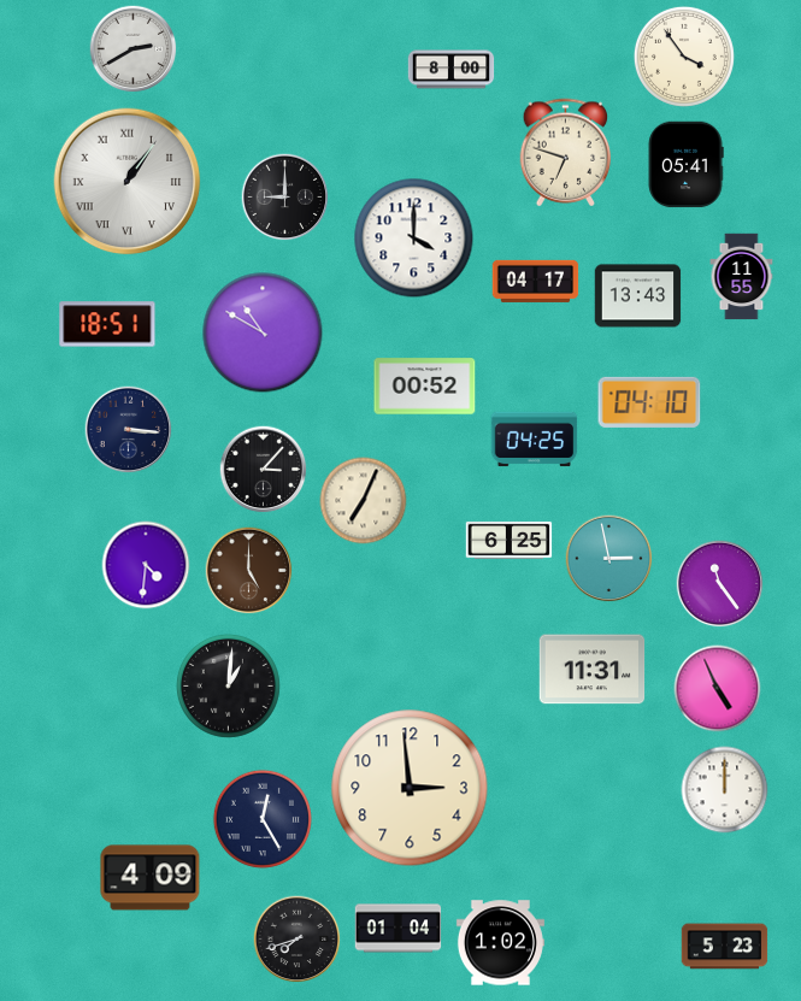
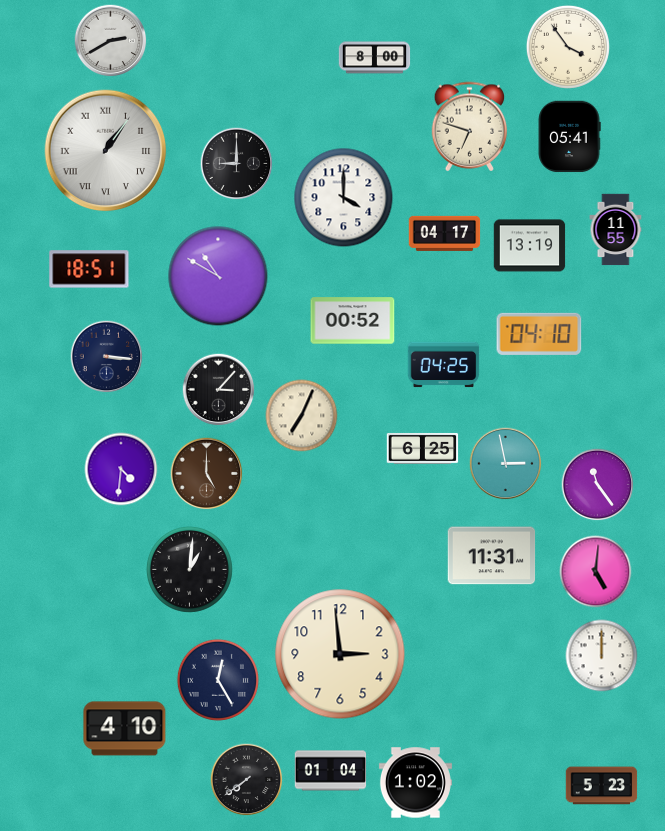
clock at (638, 296): 13:43 -> 13:19
clock at (718, 689): 4:56 -> 5:01
clock at (151, 878): 4:09 -> 4:10
clock at (298, 940): 7:42 -> 7:39
